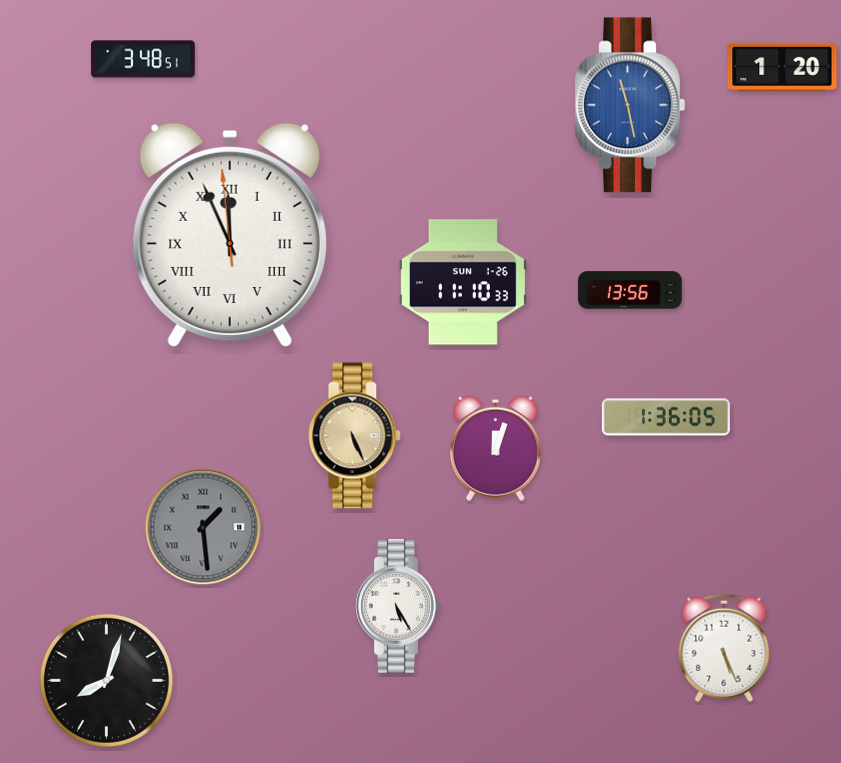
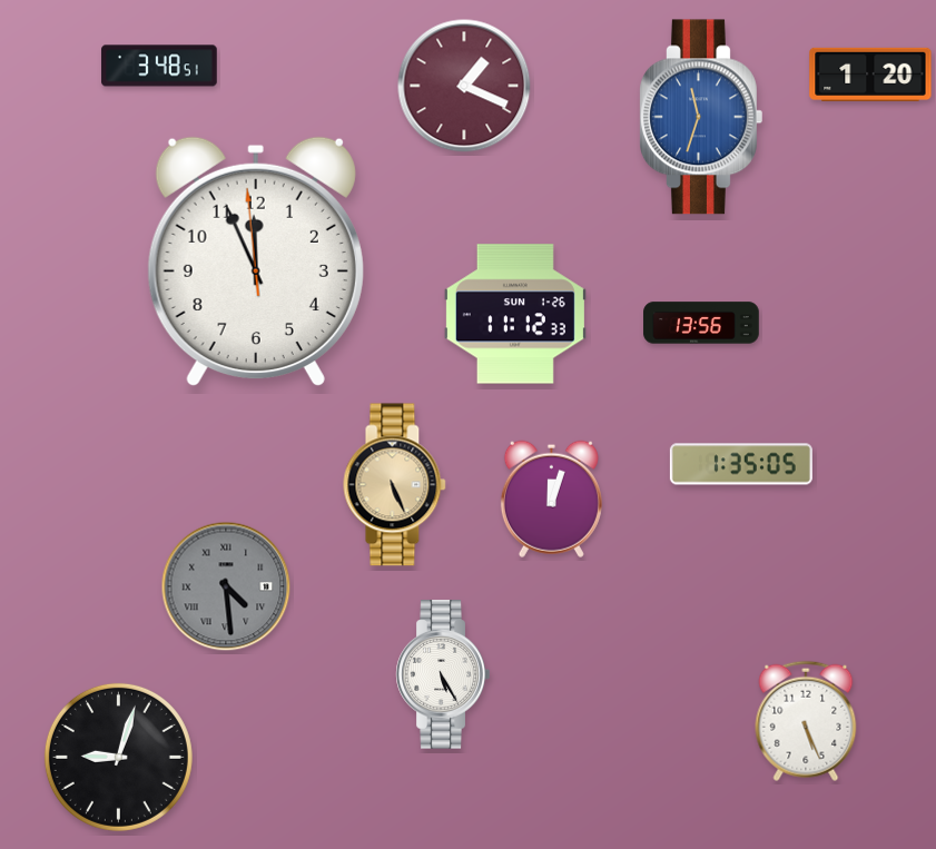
clock at (464, 86): none -> 1:19
clock at (630, 105): 11:28 -> 11:33
clock at (230, 235) numerals: Roman -> Arabic
clock at (463, 282): 11:10 -> 11:12
clock at (666, 417): 1:36 -> 1:35
clock at (203, 527): 1:29 -> 4:29
clock at (106, 680): 8:03 -> 9:03
